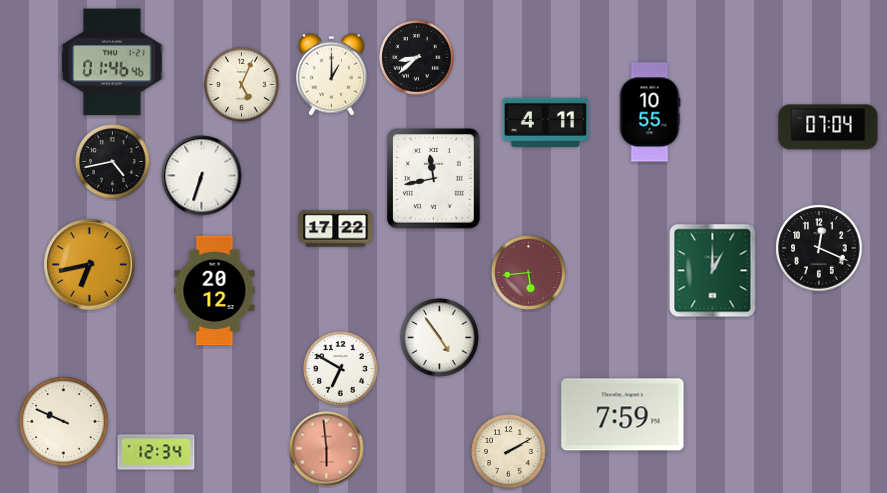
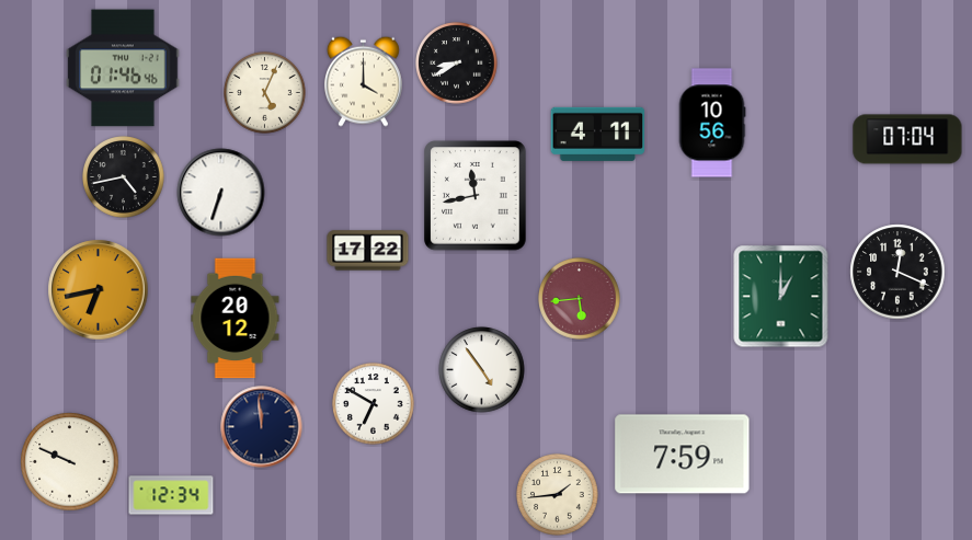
clock at (417, 58): 8:38 -> 8:40
clock at (331, 74): 1:00 -> 4:00
clock at (650, 112): 10:55 -> 10:56
clock at (262, 427): none -> 11:59
clock at (327, 449): 5:59 -> none
clock at (509, 452): 2:10 -> 1:44
